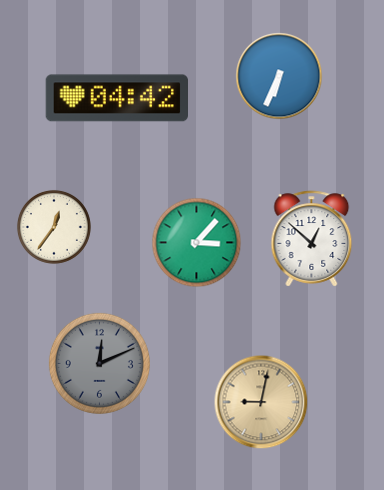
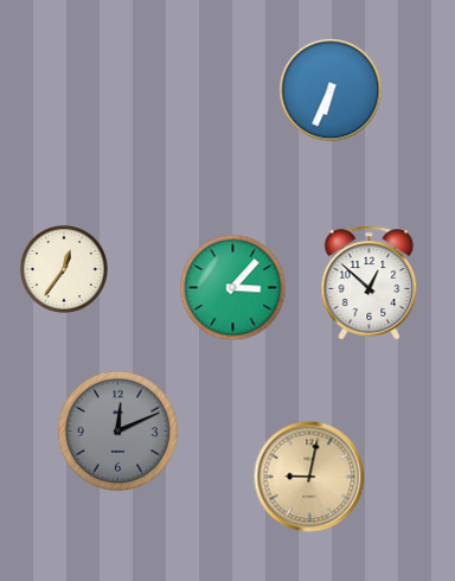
clock at (116, 98): 04:42 -> none
